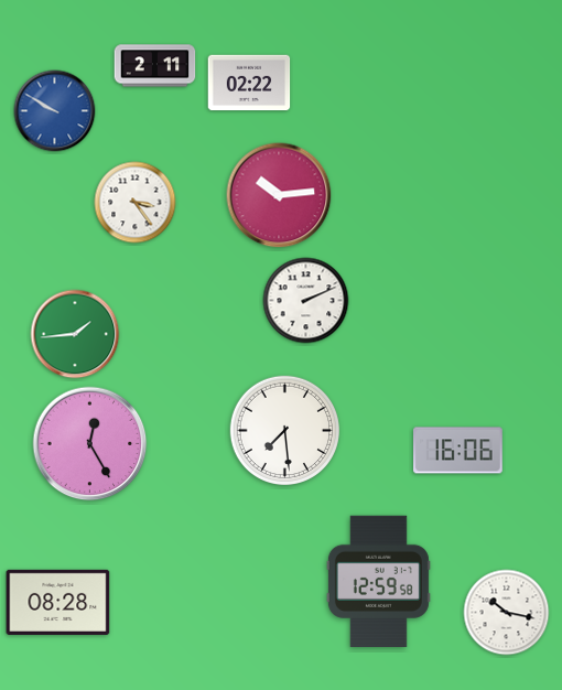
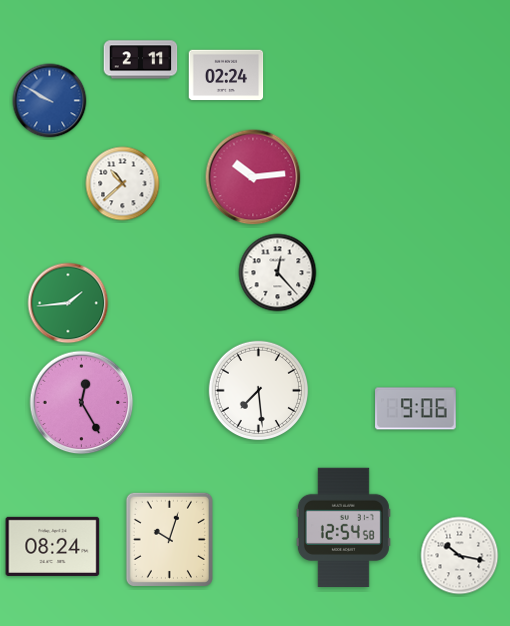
clock at (249, 83): 02:22 -> 02:24
clock at (136, 203): 3:24 -> 10:38
clock at (306, 301): 2:11 -> 12:23
clock at (458, 451): 16:06 -> 9:06
clock at (378, 581): 12:59 -> 12:54
clock at (169, 539): none -> 10:03
clock at (58, 602): 08:28 -> 08:24
